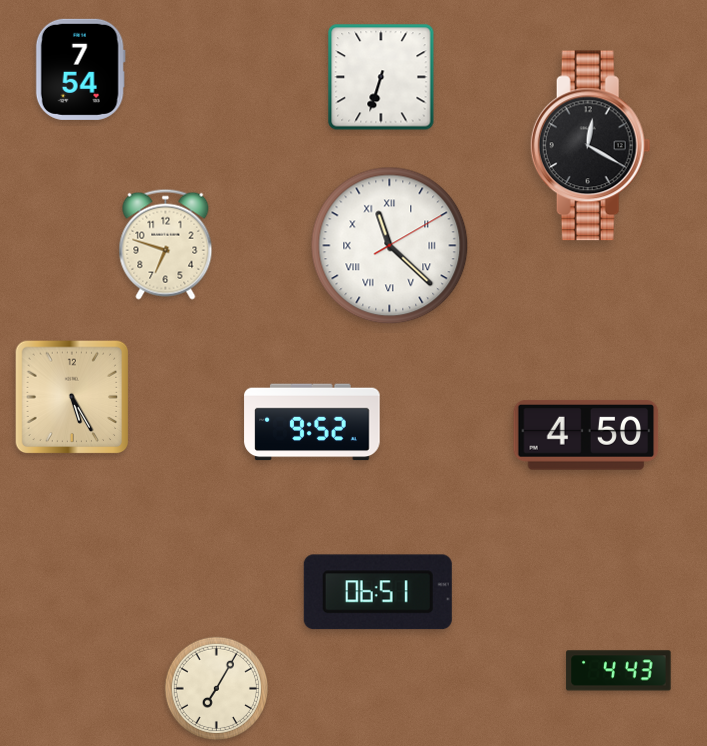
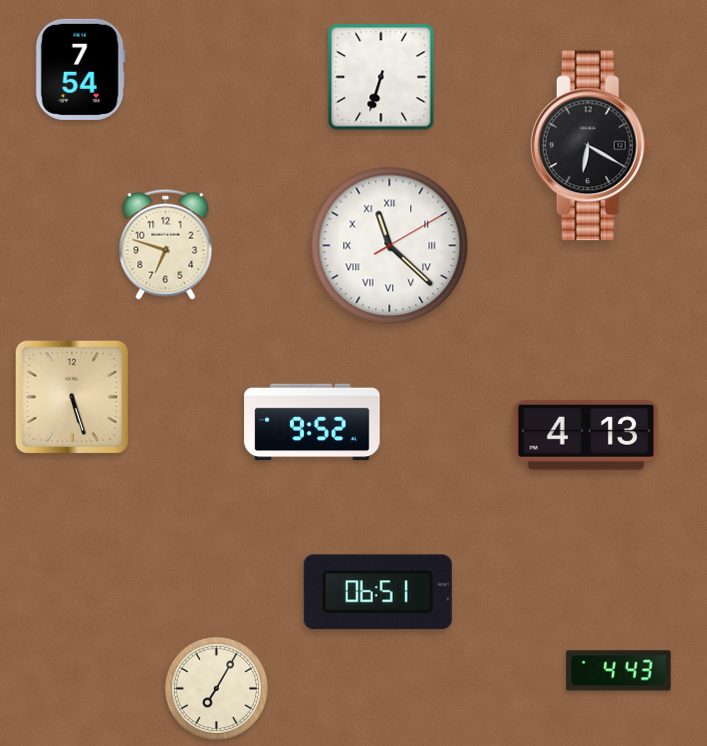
clock at (590, 146): 12:20 -> 6:20
clock at (72, 397): 5:25 -> 5:27
clock at (586, 435): 4:50 -> 4:13
